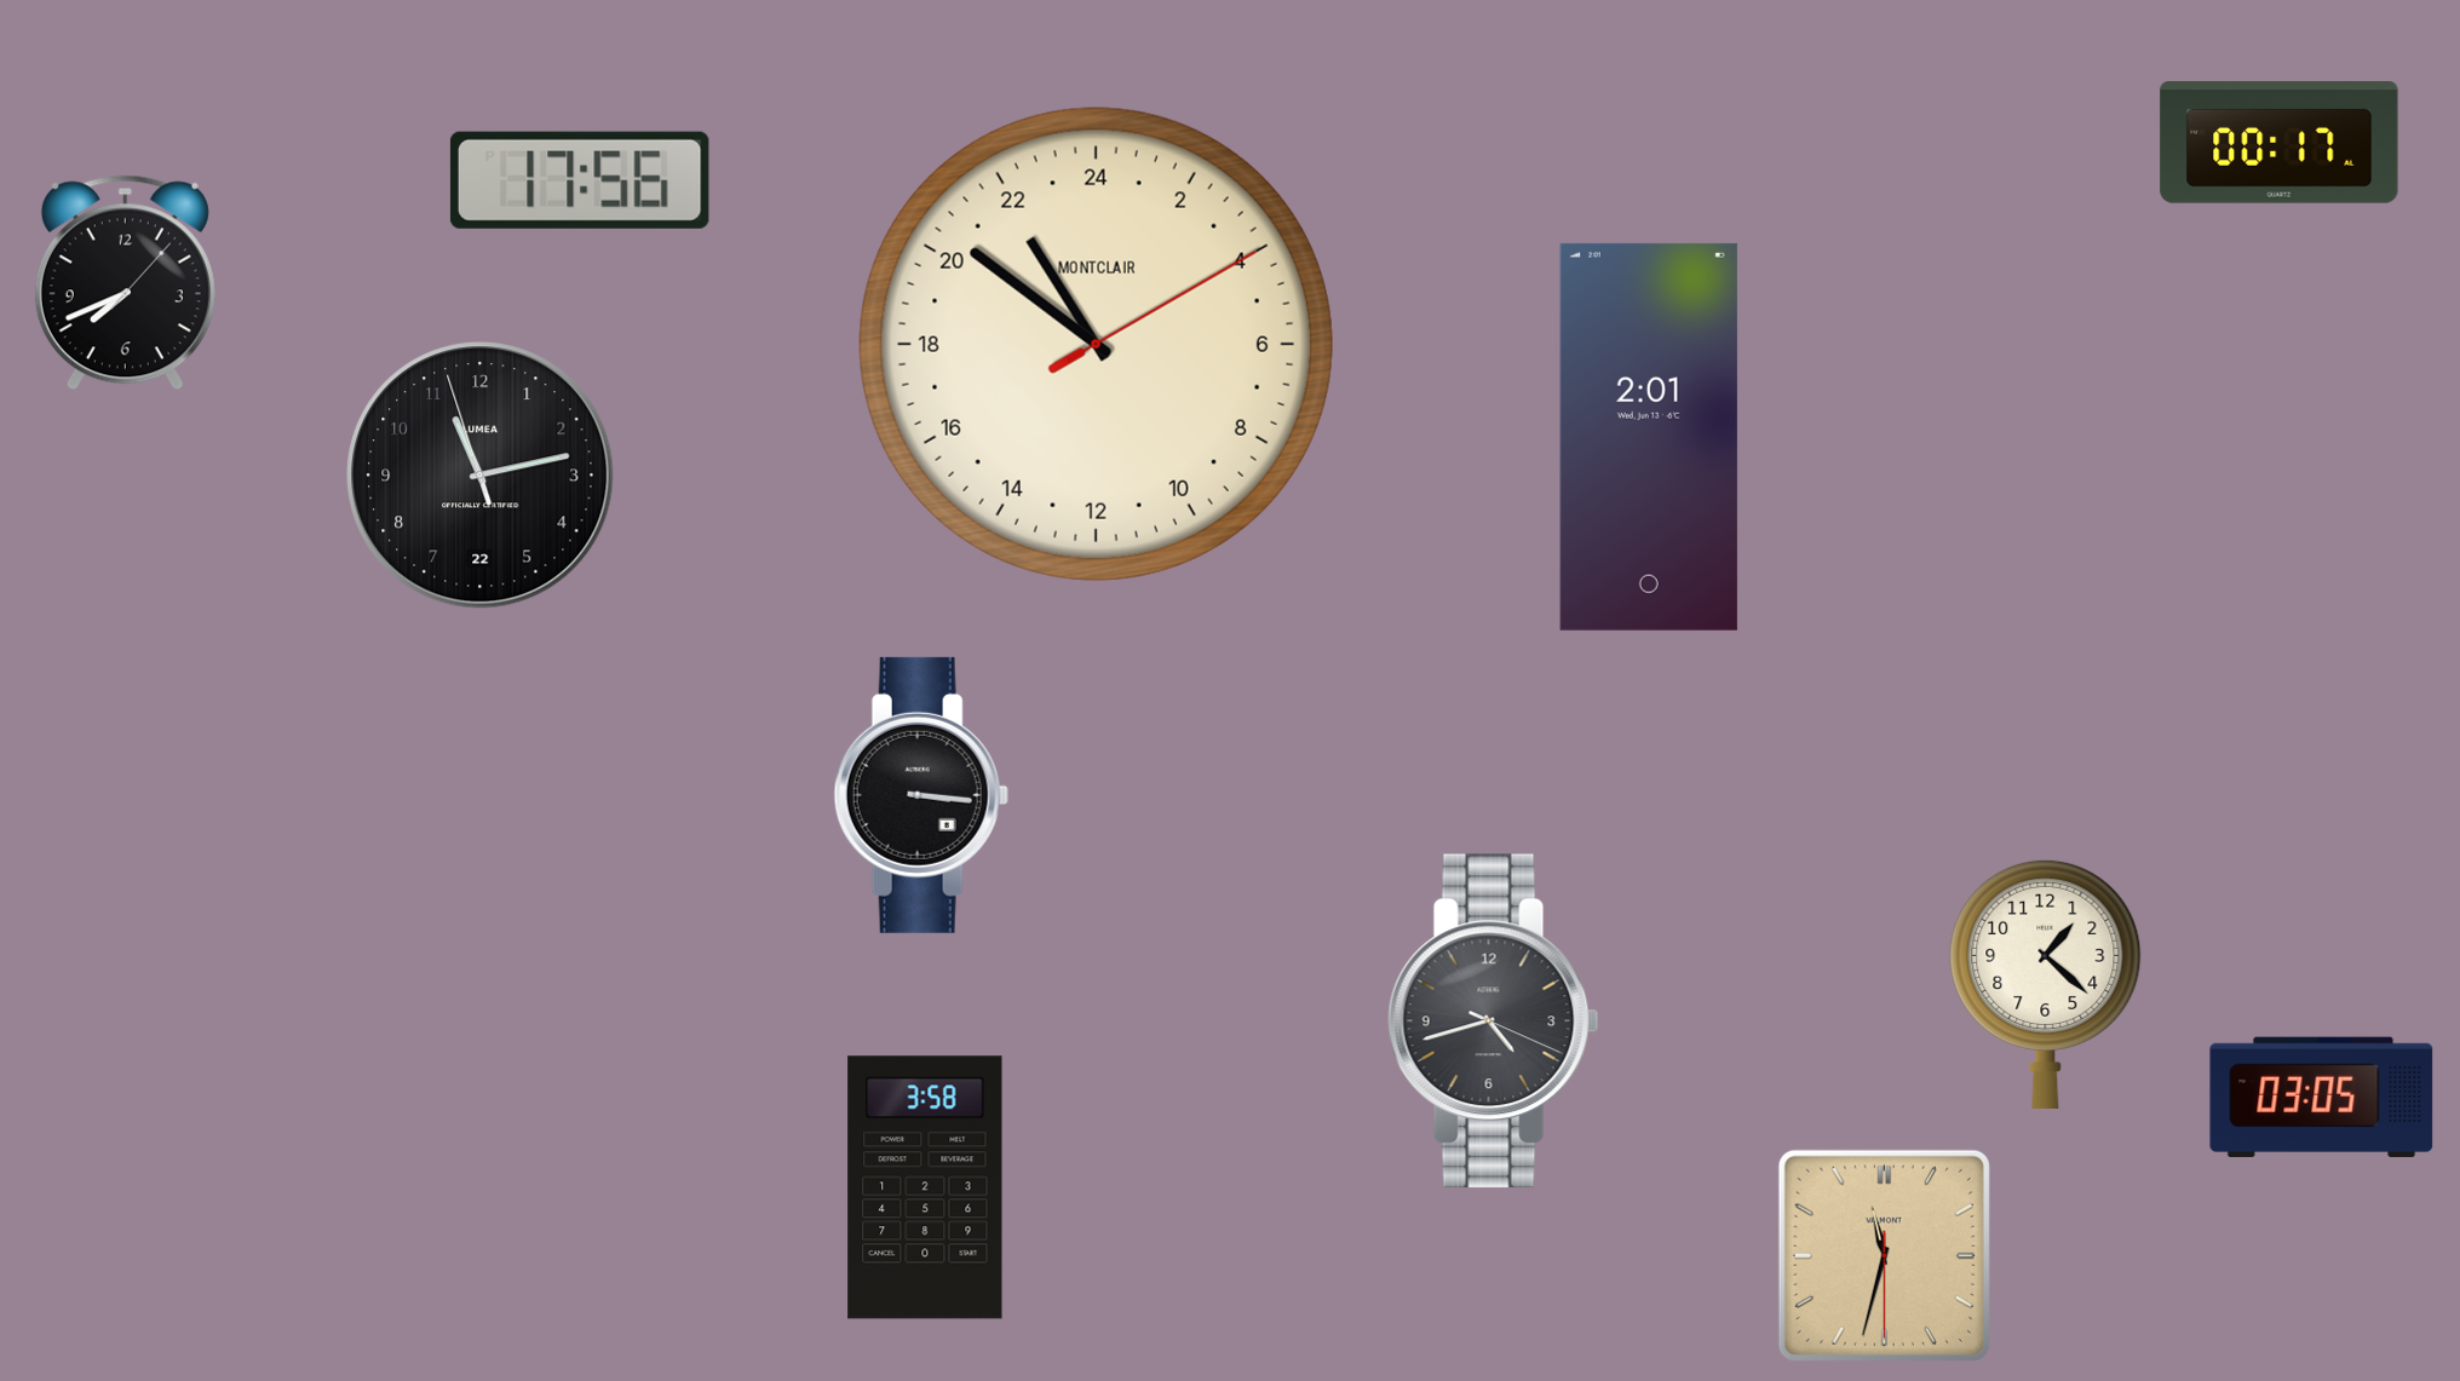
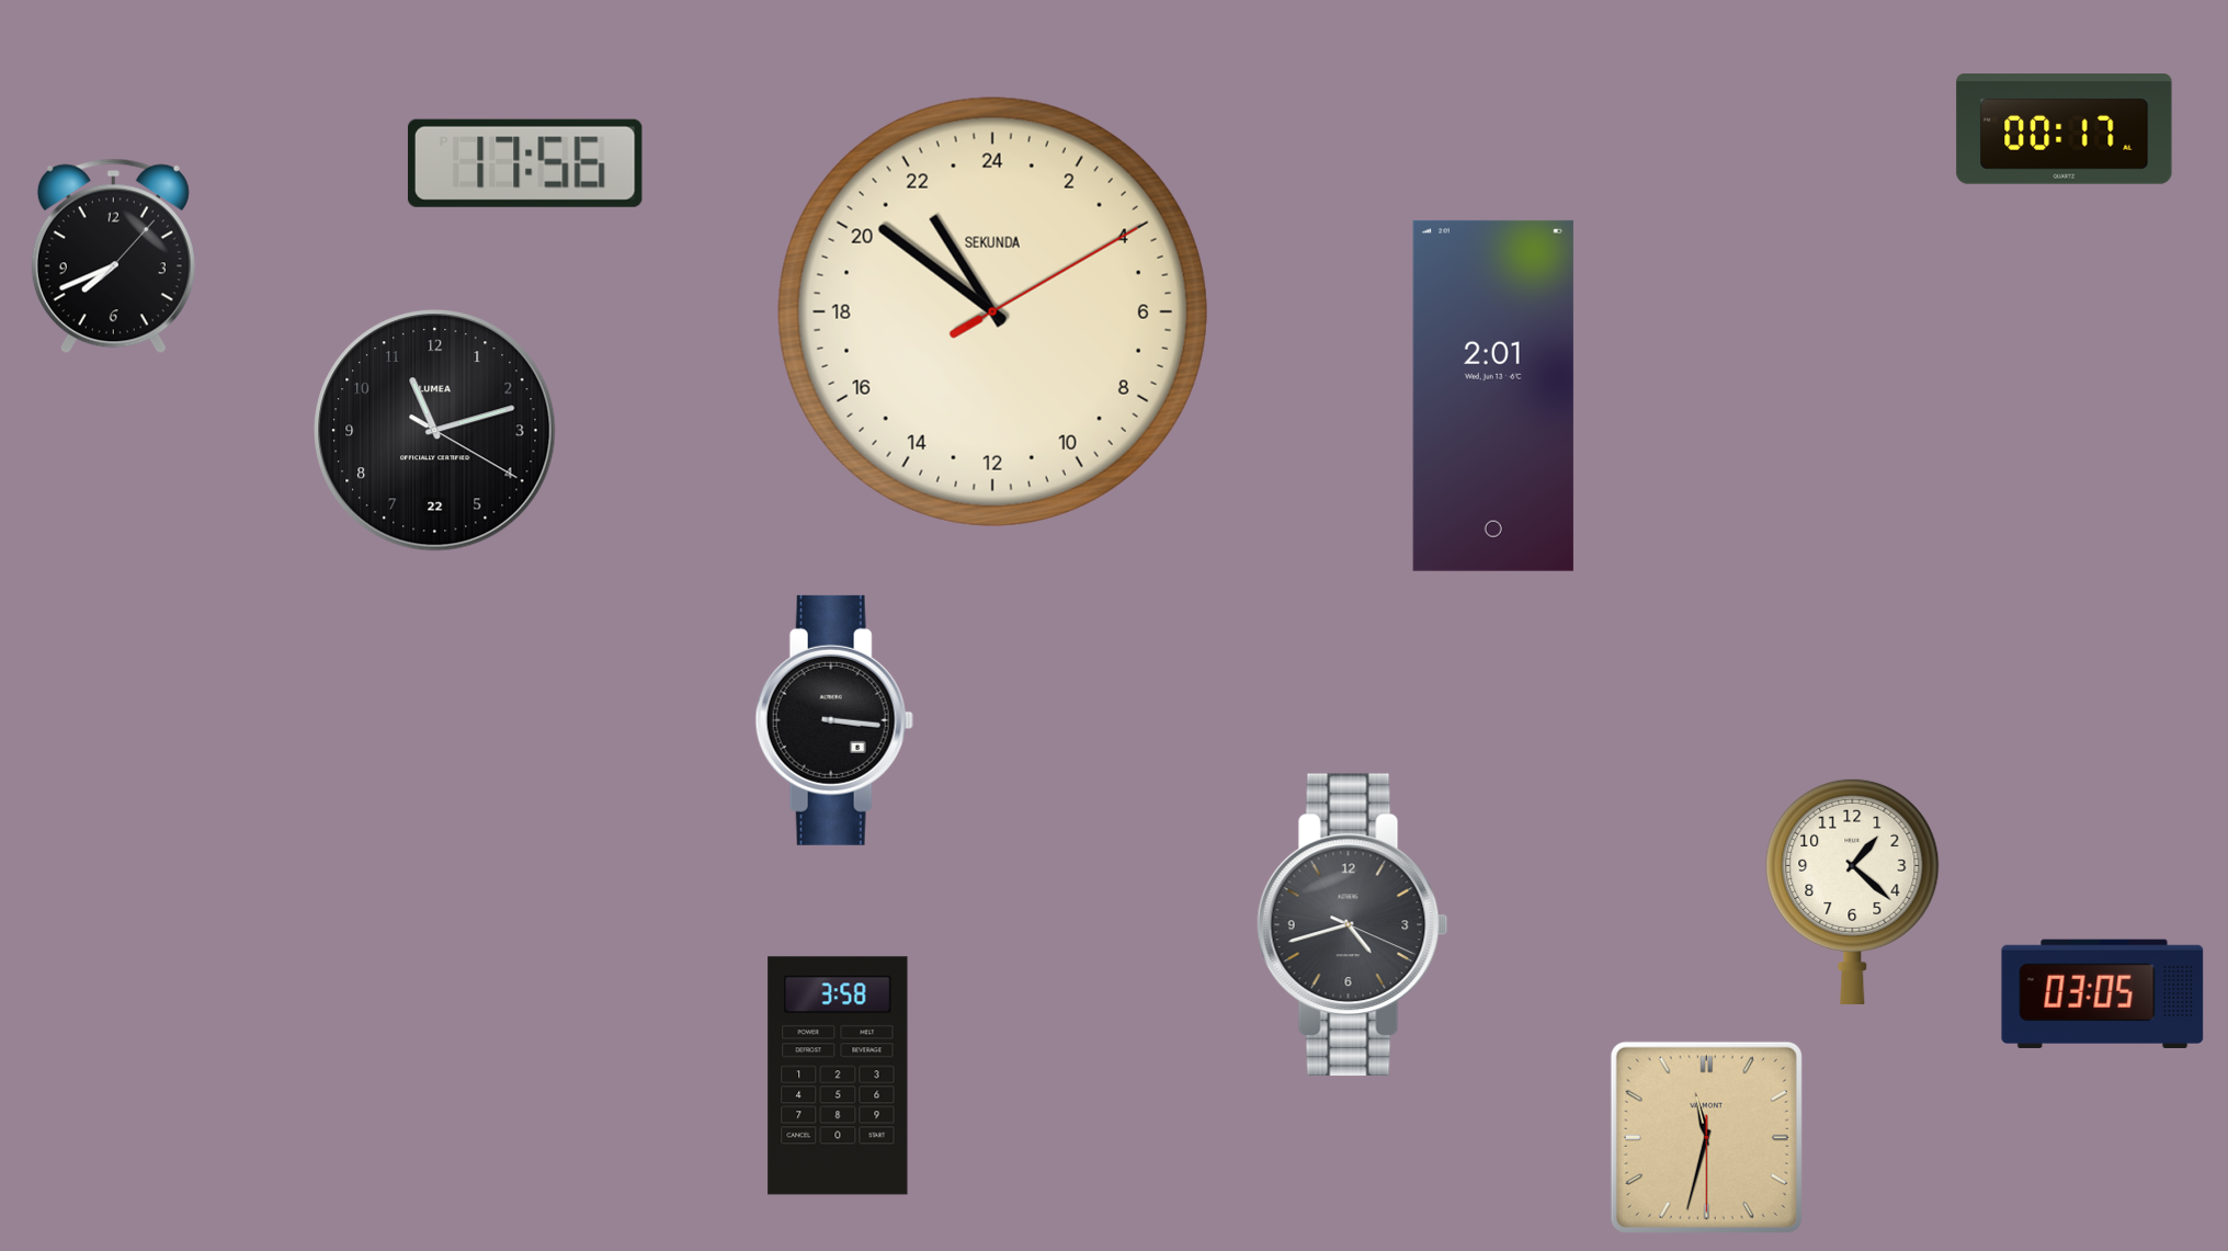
clock at (1096, 344) brand: MONTCLAIR -> SEKUNDA
clock at (481, 476): 11:12:57 -> 11:12:20
